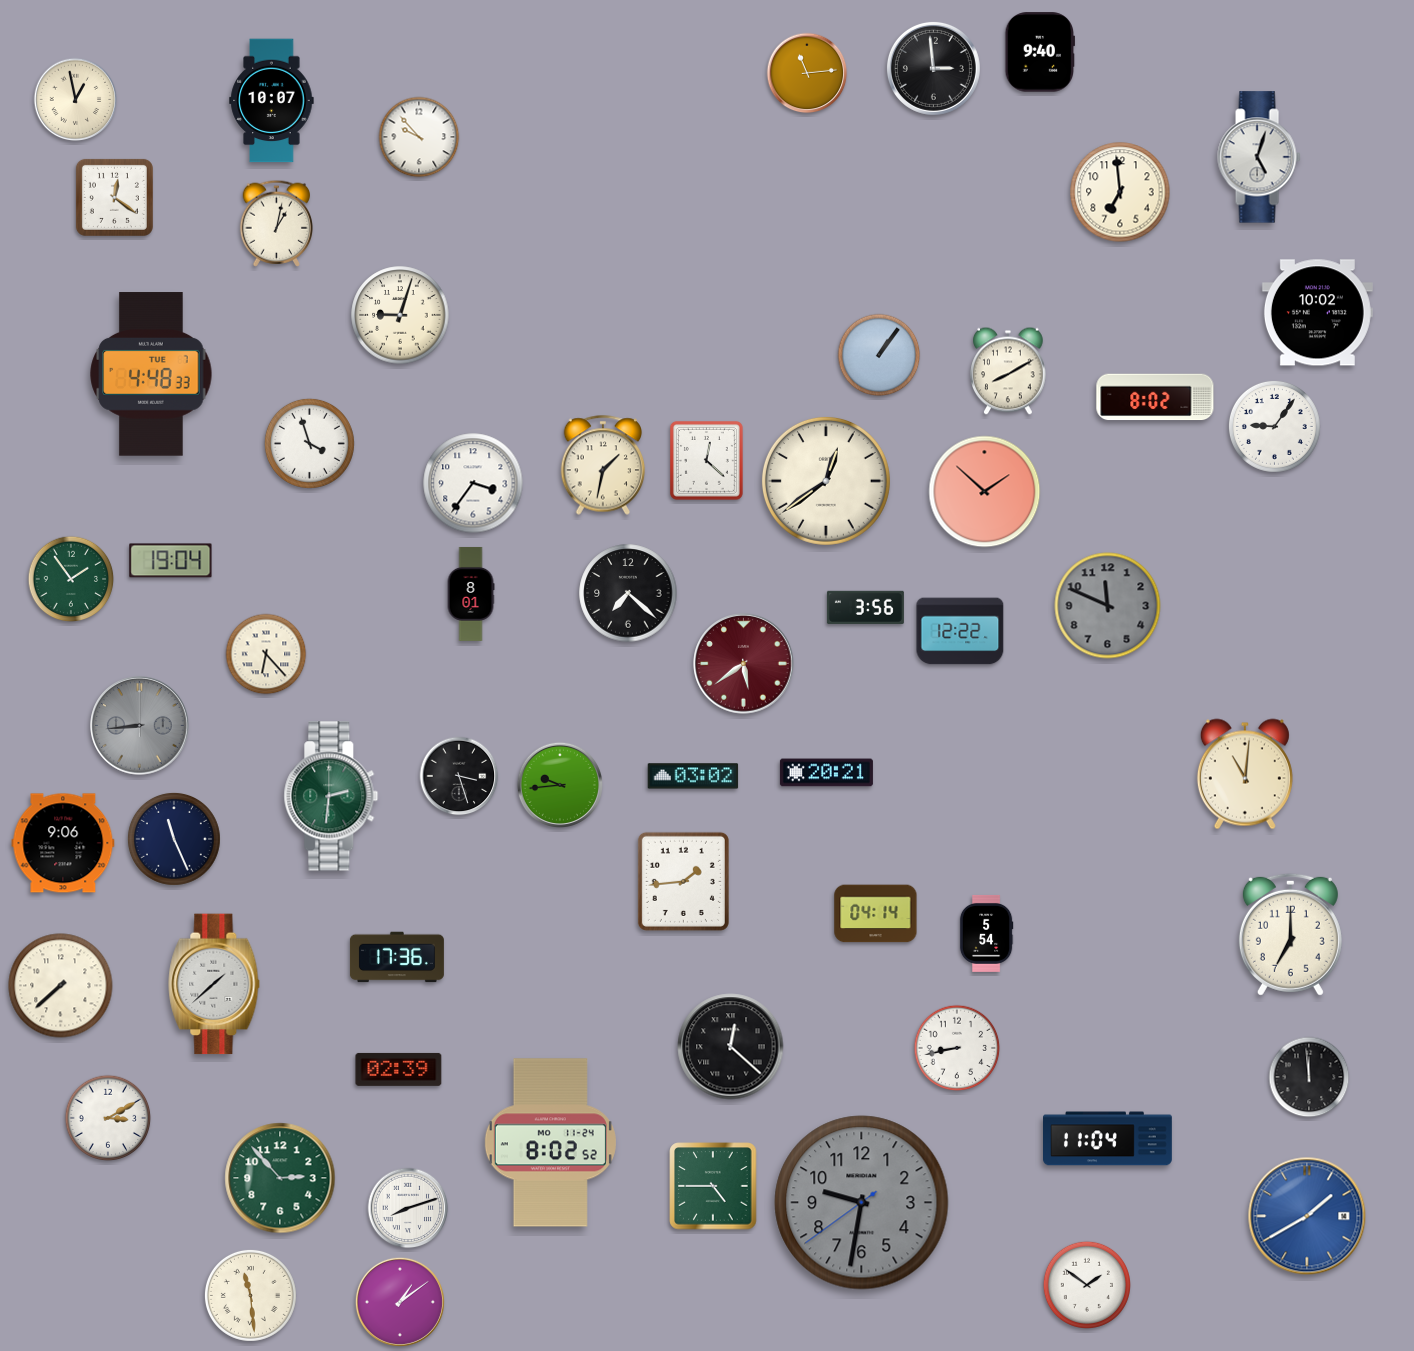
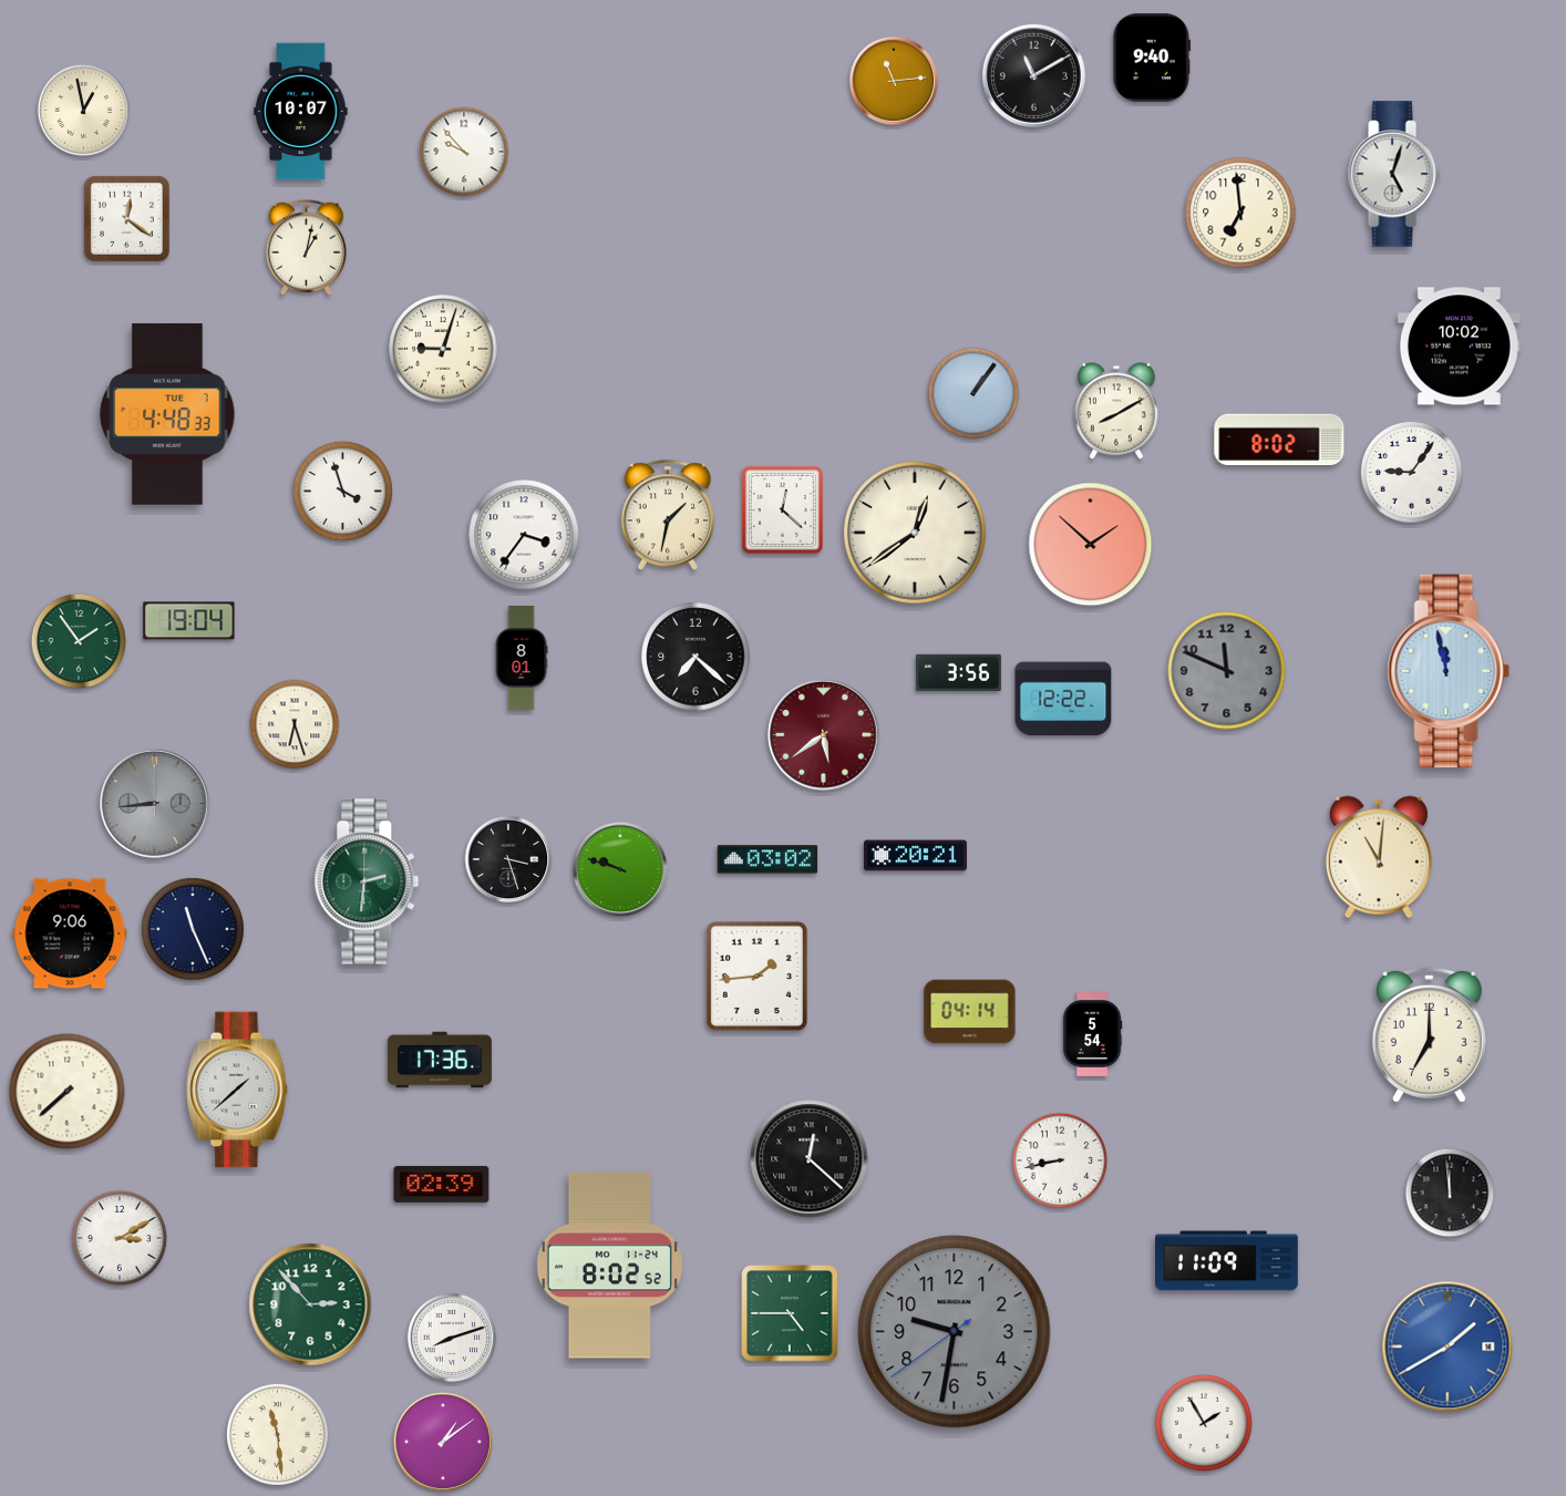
clock at (933, 68): 2:59 -> 11:10
clock at (1449, 671): none -> 11:58
clock at (266, 654): 6:23 -> 6:27
clock at (559, 784): 9:44 -> 9:48
clock at (1108, 1139): 11:04 -> 11:09
clock at (1086, 1284): 1:51 -> 1:55
